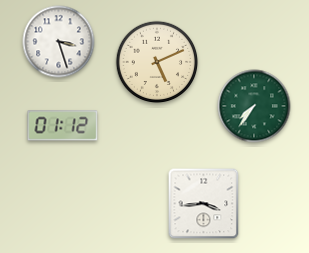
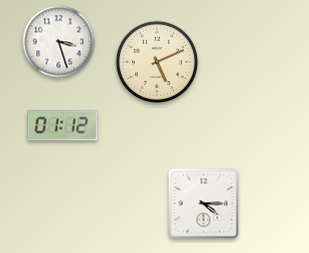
clock at (254, 106): 7:36 -> none
clock at (204, 204): 3:44 -> 4:15
